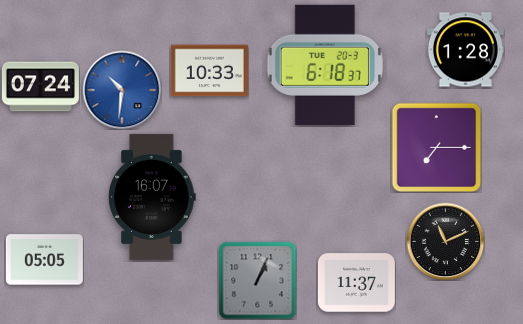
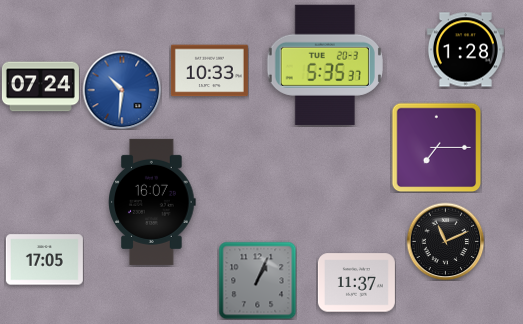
clock at (325, 65): 6:18 -> 5:35
clock at (152, 197) position: (152, 197) -> (152, 202)
clock at (44, 260): 05:05 -> 17:05
